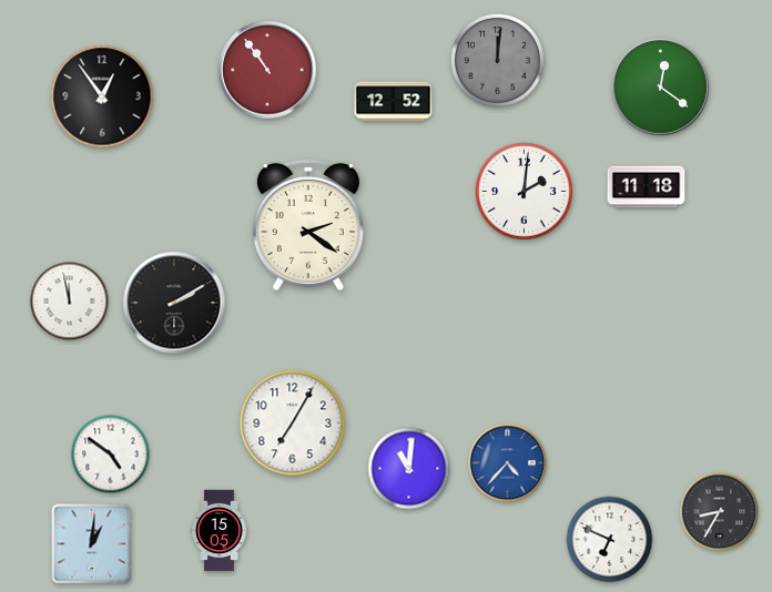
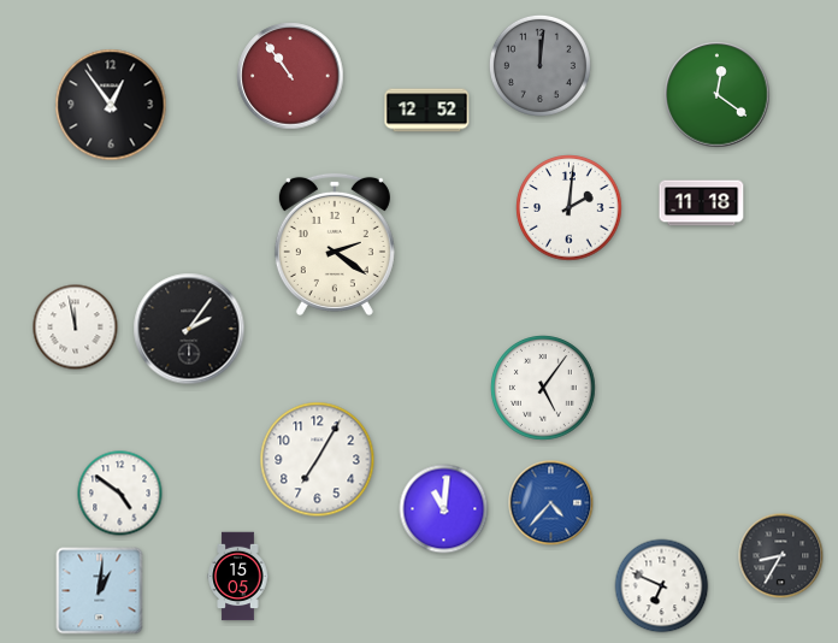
clock at (174, 303): 2:10 -> 2:06
clock at (543, 388): none -> 5:06
